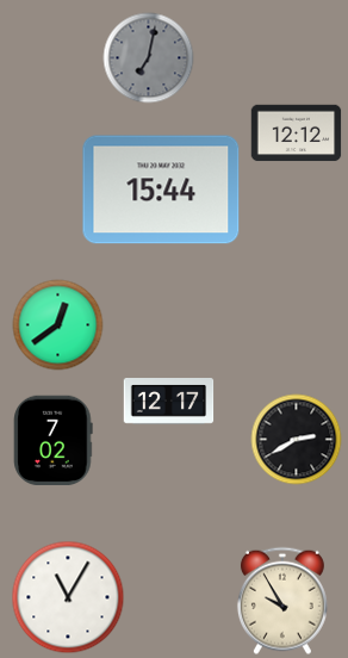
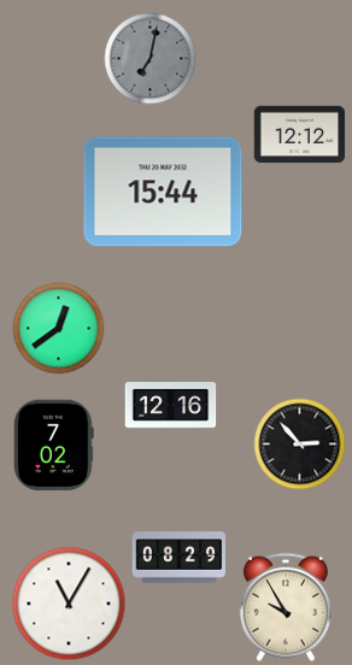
clock at (169, 402): 12:17 -> 12:16
clock at (297, 440): 2:40 -> 2:53
clock at (178, 558): none -> 08:29
